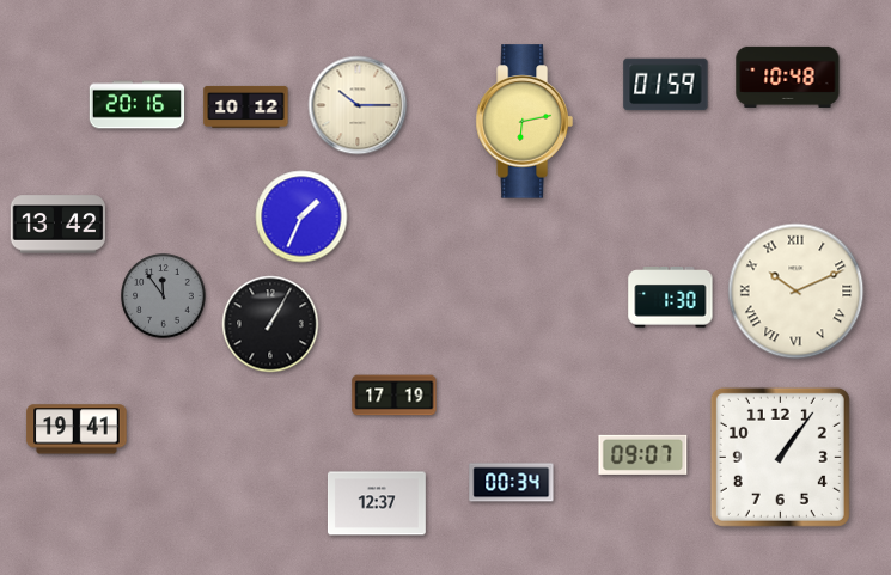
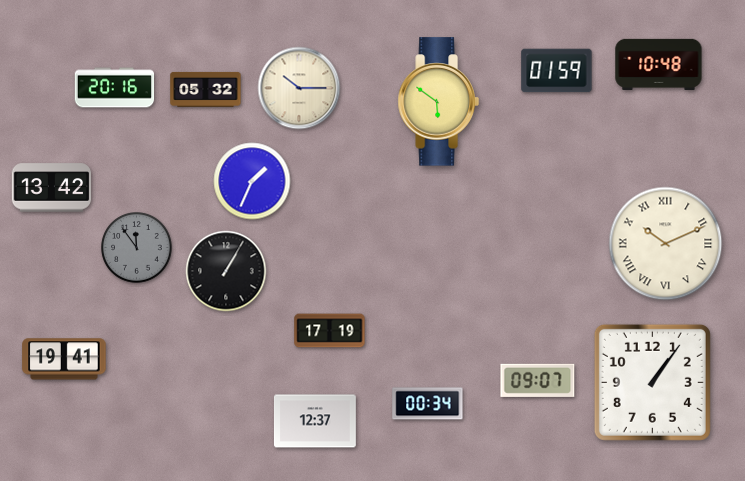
clock at (246, 106): 10:12 -> 05:32
clock at (524, 122): 6:13 -> 5:51
clock at (59, 225) position: (59, 225) -> (52, 188)
clock at (671, 298): 1:30 -> none
